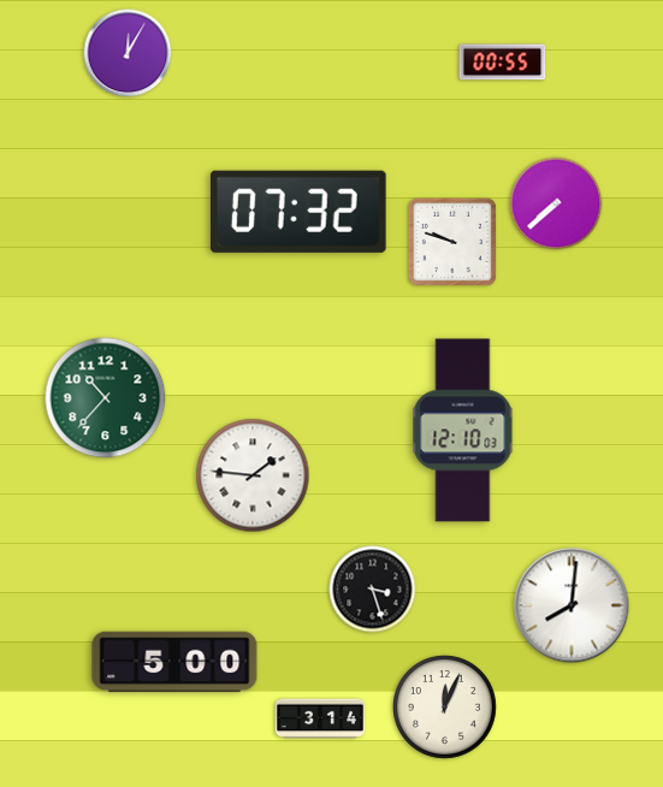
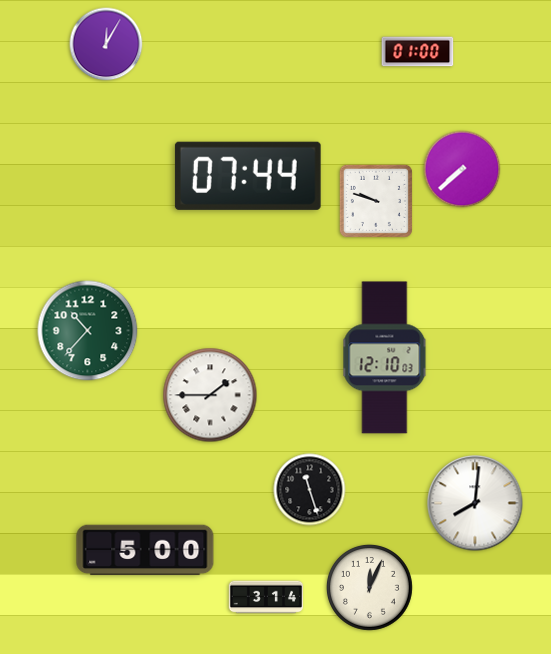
clock at (503, 63): 00:55 -> 01:00
clock at (298, 212): 07:32 -> 07:44
clock at (253, 475): 1:46 -> 1:45
clock at (373, 590): 3:27 -> 11:27
